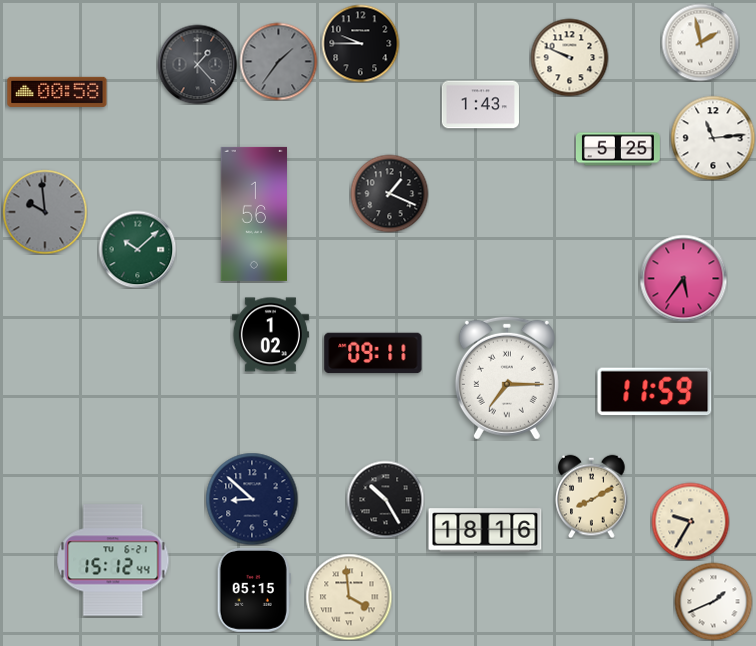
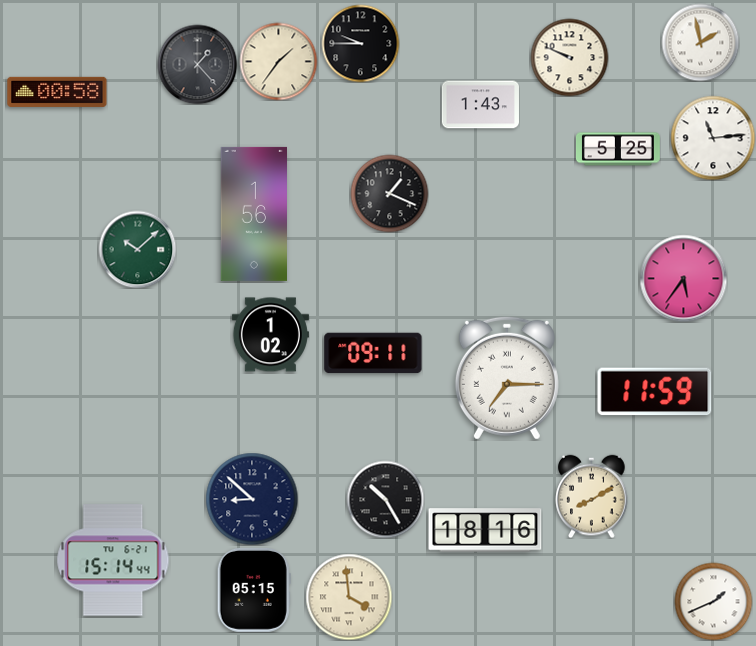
clock at (278, 61) dial: grey -> cream
clock at (45, 212): 9:59 -> none
clock at (690, 521): 9:35 -> none
clock at (113, 560): 15:12 -> 15:14
